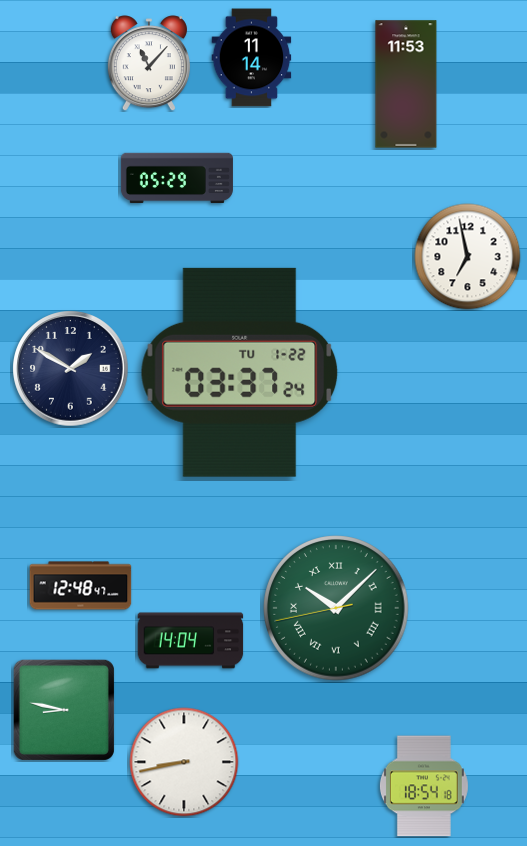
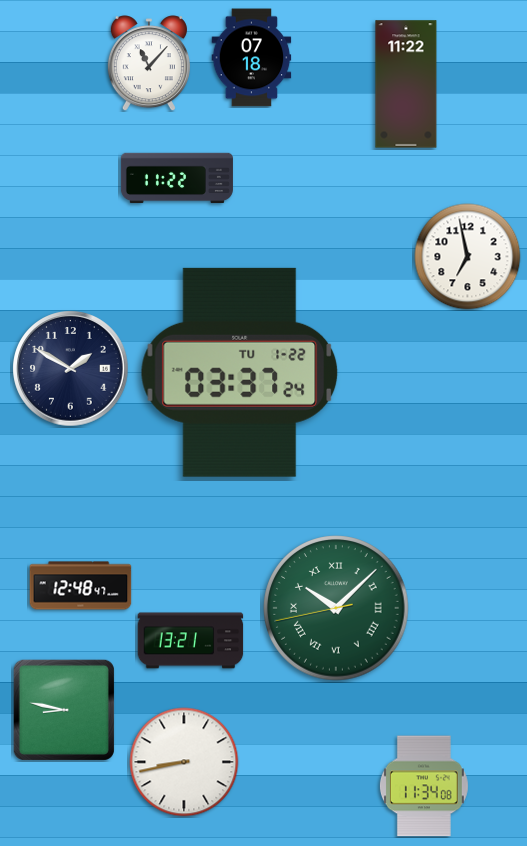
clock at (252, 58): 11:14 -> 07:18
clock at (406, 84): 11:53 -> 11:22
clock at (177, 178): 05:29 -> 11:22
clock at (191, 641): 14:04 -> 13:21
clock at (424, 786): 18:54 -> 11:34
